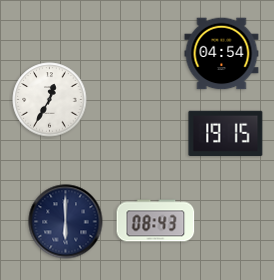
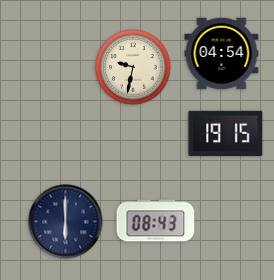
clock at (133, 67): none -> 9:32
clock at (50, 100): 12:35 -> none
